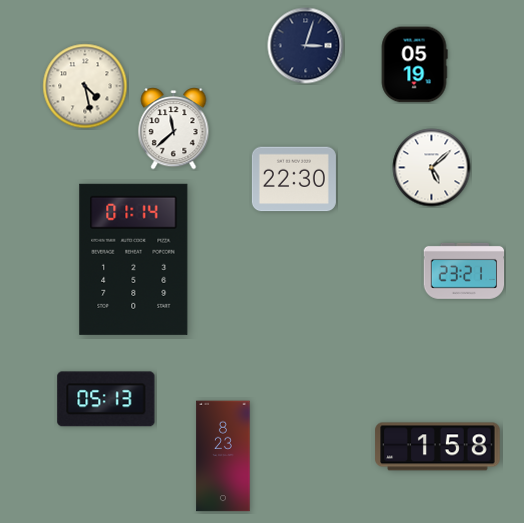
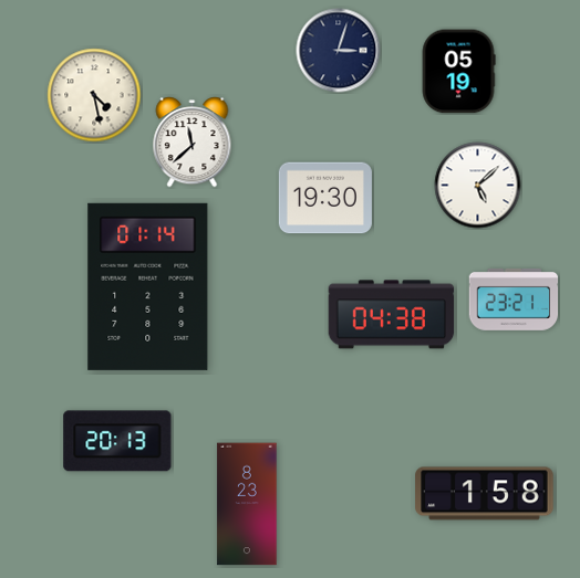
clock at (294, 179): 22:30 -> 19:30
clock at (392, 315): none -> 04:38
clock at (106, 399): 05:13 -> 20:13
